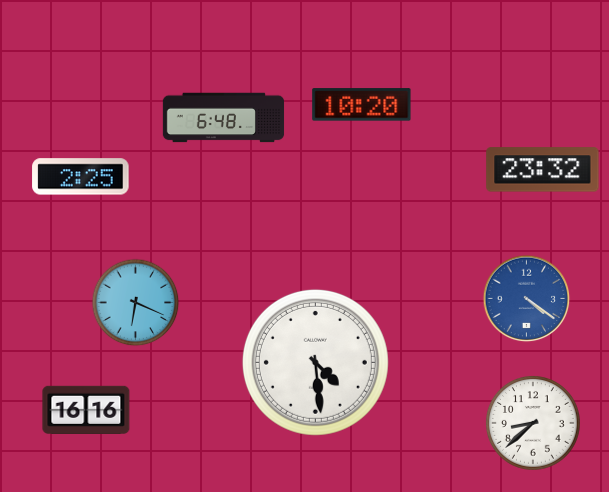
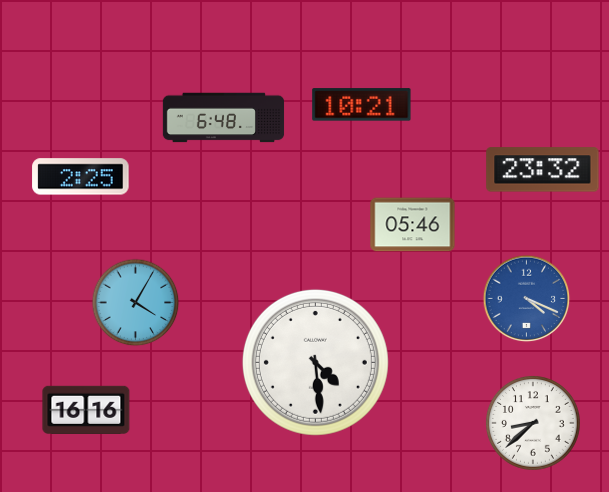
clock at (362, 105): 10:20 -> 10:21
clock at (413, 225): none -> 05:46
clock at (527, 299): 4:21 -> 4:19
clock at (136, 303): 6:19 -> 4:05
